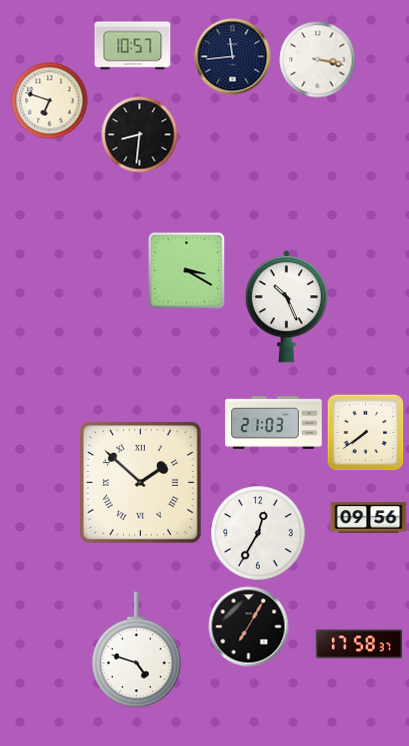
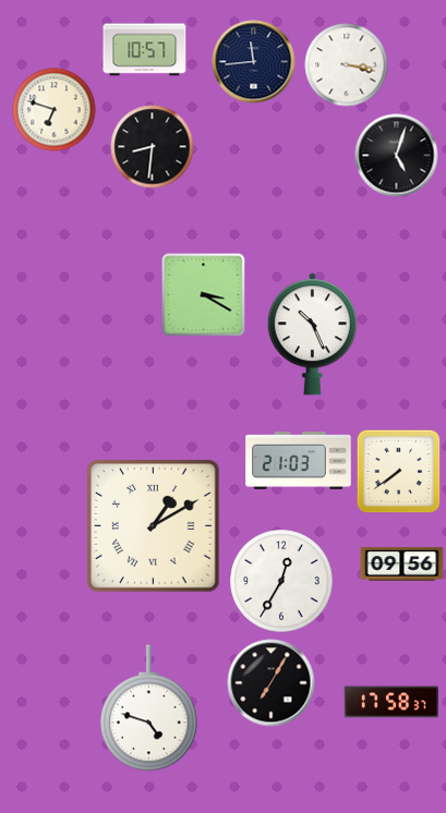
clock at (397, 156): none -> 5:03
clock at (141, 483): 1:52 -> 1:10
